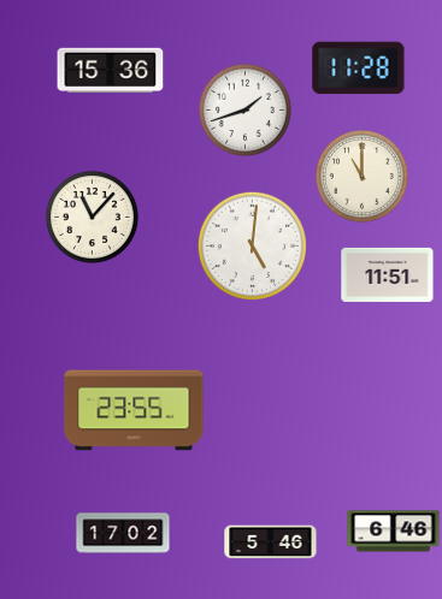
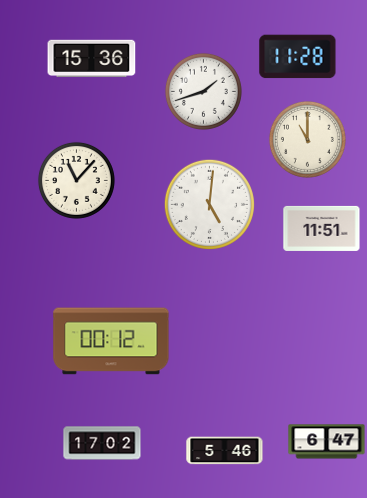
clock at (361, 176) position: (361, 176) -> (307, 139)
clock at (134, 410): 23:55 -> 00:12
clock at (394, 532): 6:46 -> 6:47
